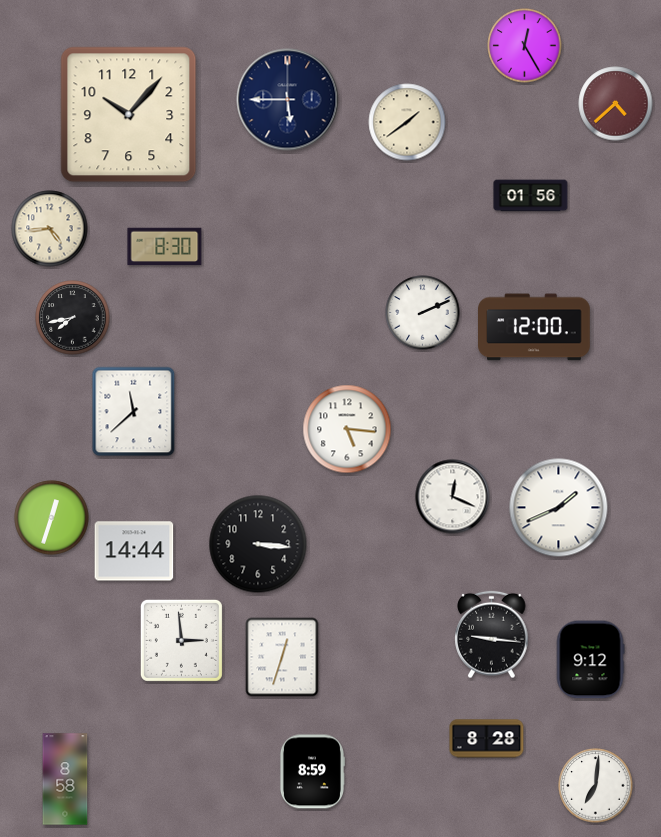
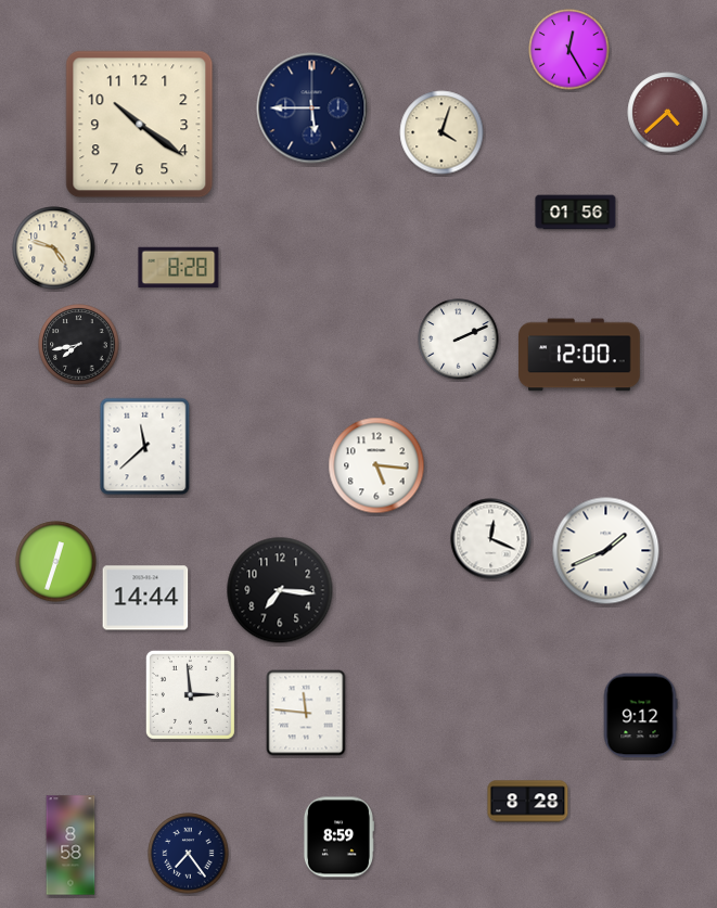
clock at (129, 115): 10:07 -> 10:21
clock at (407, 122): 1:39 -> 4:03
clock at (50, 229): 4:44 -> 4:48
clock at (165, 247): 8:30 -> 8:28
clock at (258, 544): 3:16 -> 7:16
clock at (492, 635): 9:16 -> none
clock at (181, 640) position: (181, 640) -> (190, 694)
clock at (282, 657): 12:33 -> 11:46
clock at (596, 786): 7:01 -> none
clock at (189, 854): none -> 7:24
